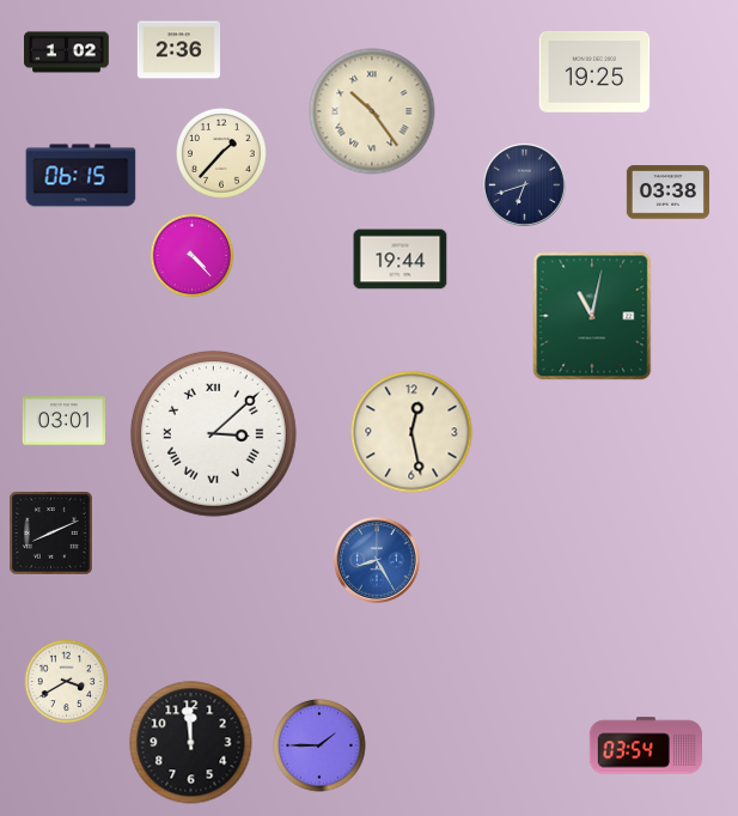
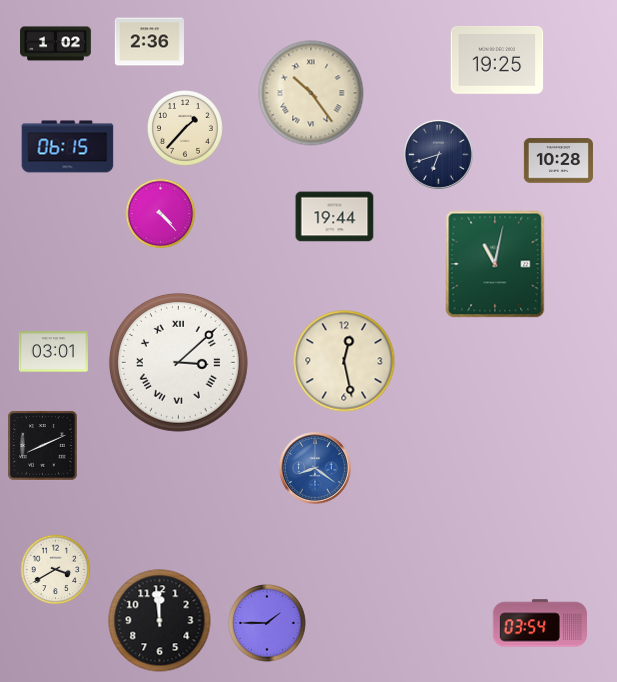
clock at (667, 193): 03:38 -> 10:28
clock at (377, 560): 8:25 -> 8:21
